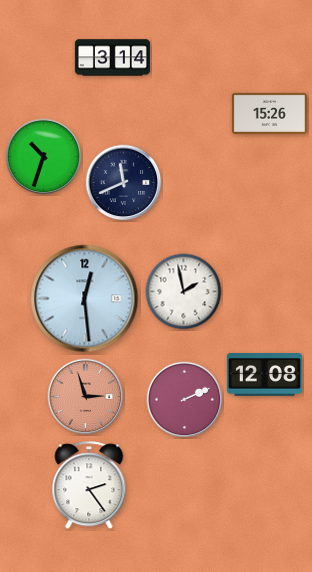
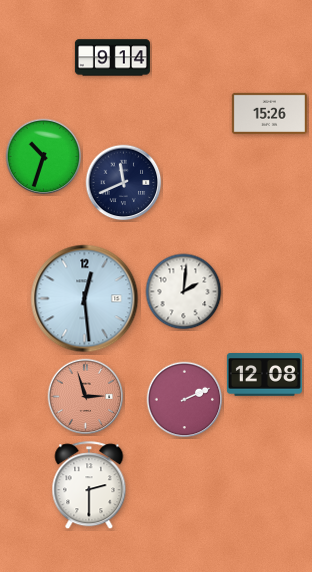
clock at (112, 58): 3:14 -> 9:14
clock at (184, 292): 1:58 -> 2:01
clock at (89, 486): 2:24 -> 2:30
